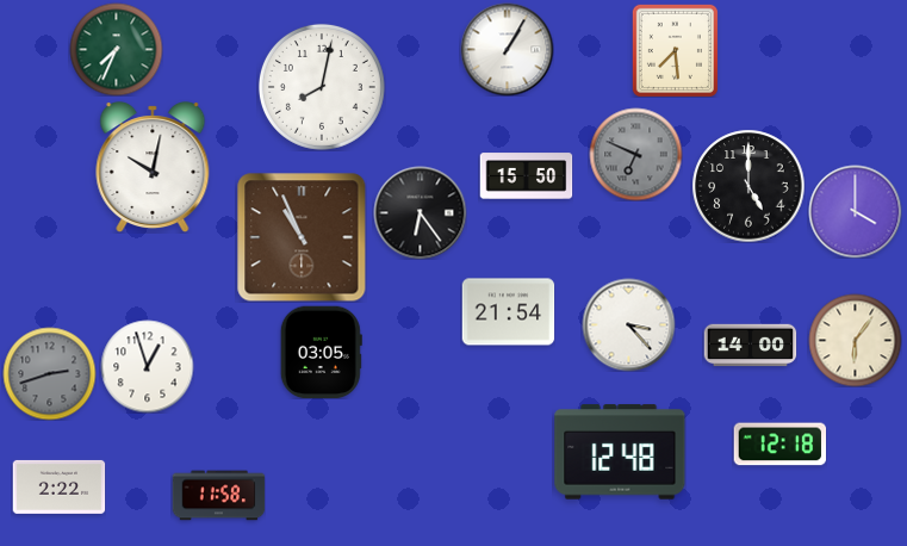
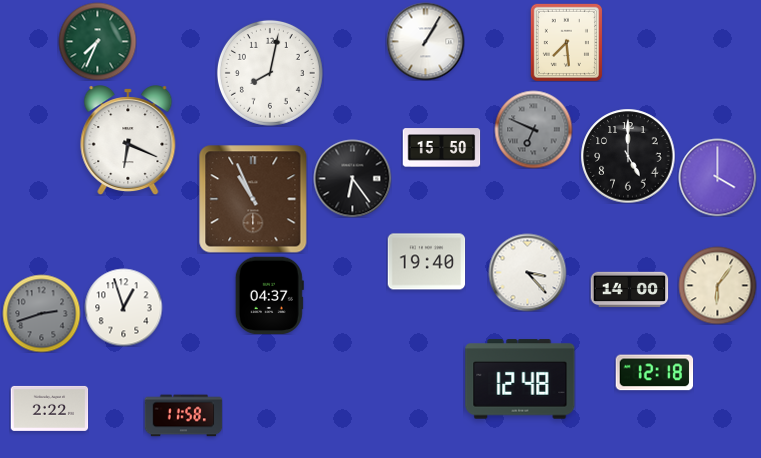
clock at (153, 167): 10:02 -> 6:19
clock at (508, 312): 21:54 -> 19:40
clock at (321, 352): 03:05 -> 04:37
